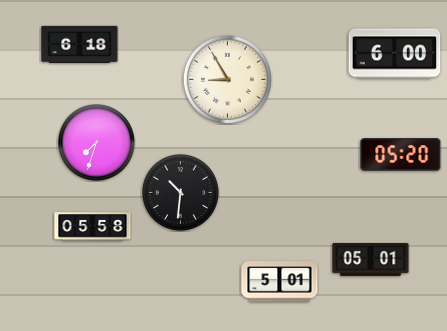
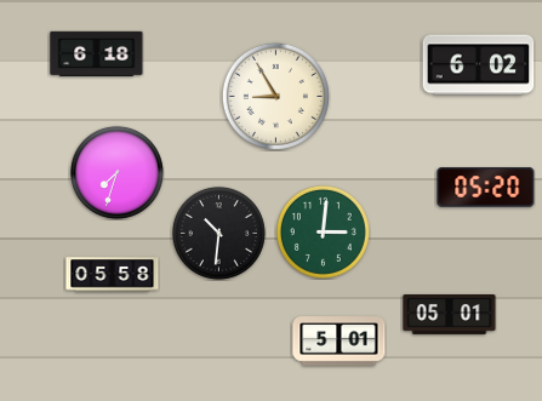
clock at (395, 54): 6:00 -> 6:02
clock at (323, 231): none -> 3:01
